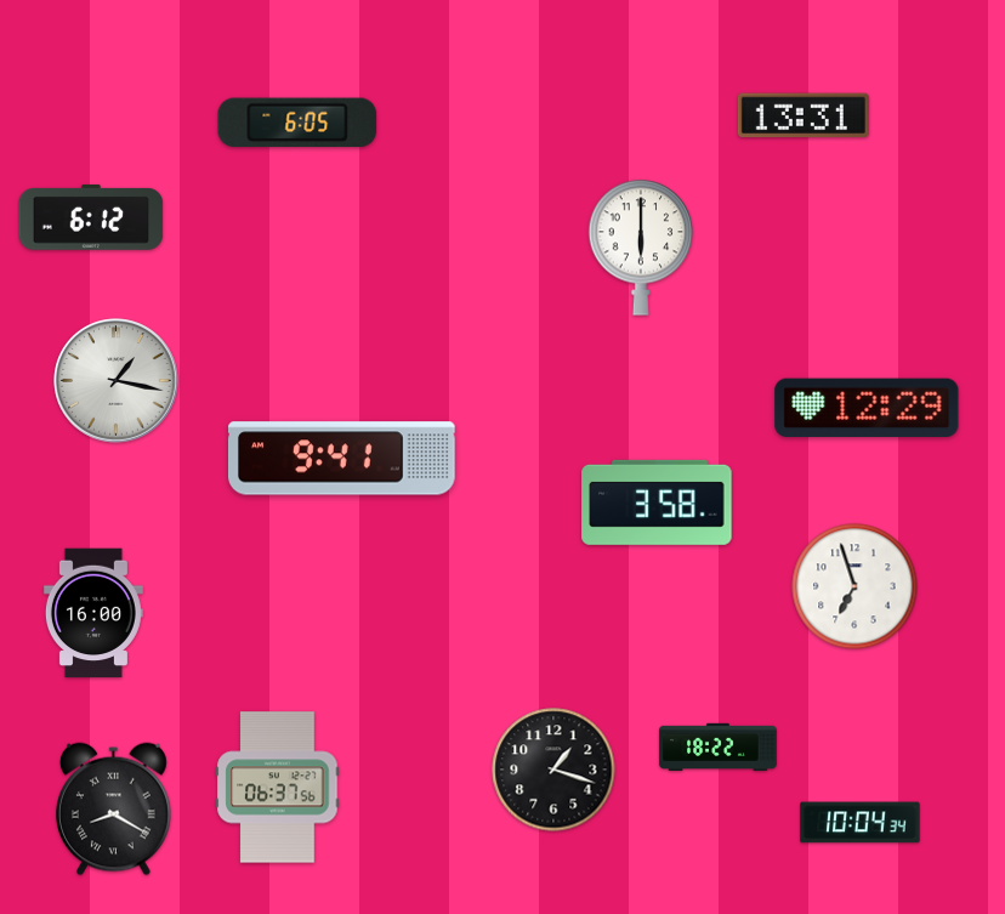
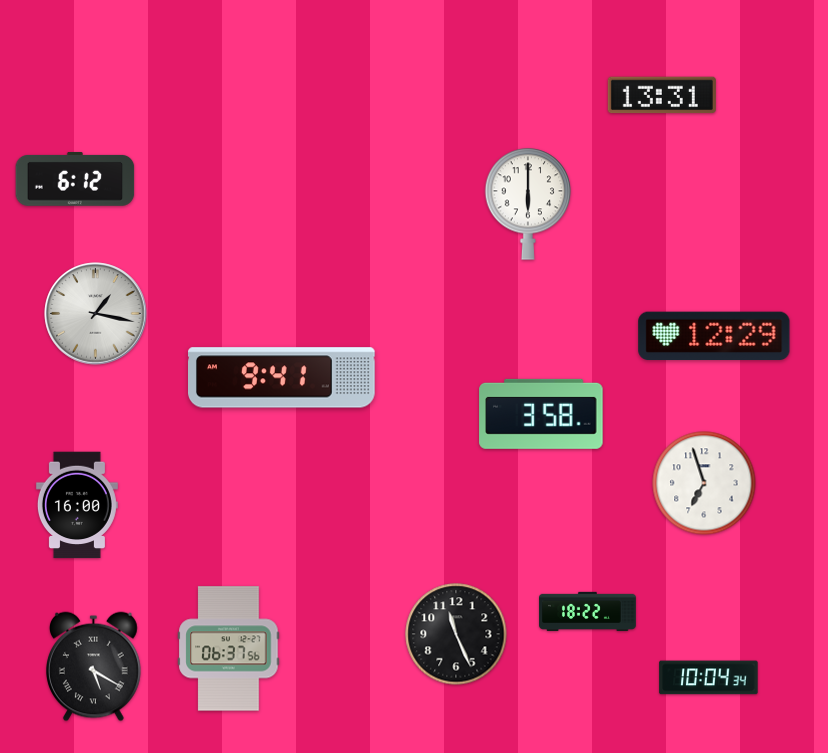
clock at (297, 123): 6:05 -> none
clock at (719, 746) position: (719, 746) -> (588, 611)
clock at (553, 770): 1:18 -> 11:26
clock at (114, 810): 8:20 -> 5:20
